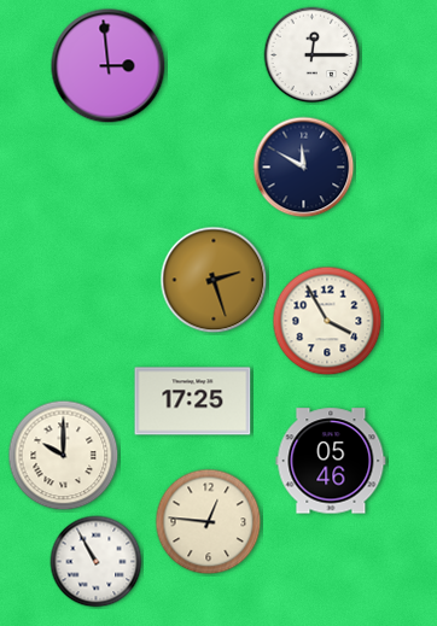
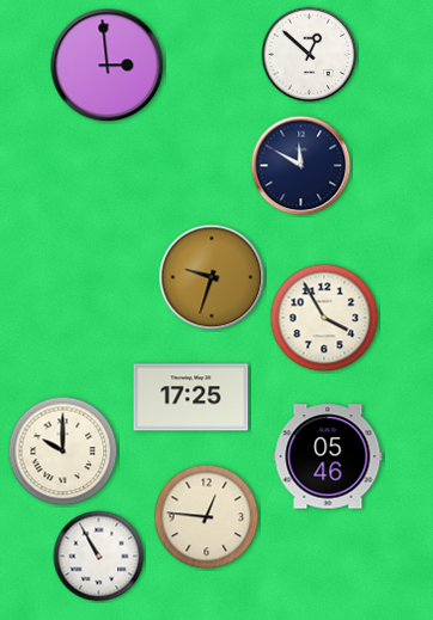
clock at (313, 55): 12:15 -> 12:52
clock at (214, 280): 2:27 -> 9:33
clock at (97, 562) position: (97, 562) -> (99, 557)
